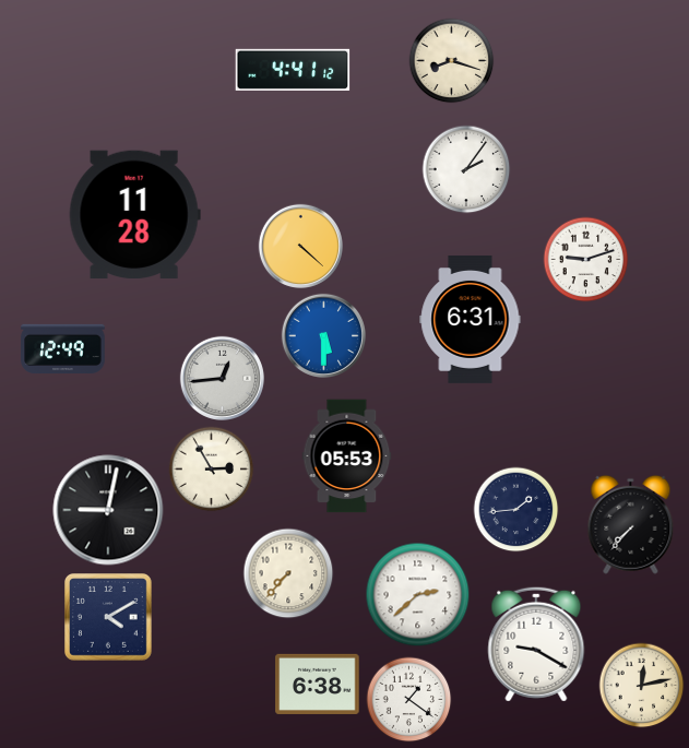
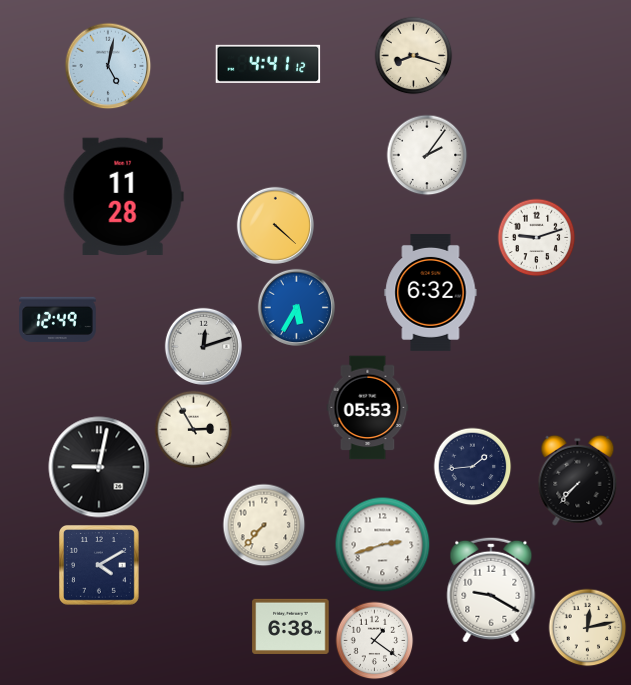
clock at (108, 66): none -> 5:02
clock at (471, 319): 6:31 -> 6:32
clock at (323, 335): 5:30 -> 5:35
clock at (222, 378): 12:44 -> 12:12
clock at (347, 456) position: (347, 456) -> (368, 408)
clock at (417, 594): 2:38 -> 2:42
